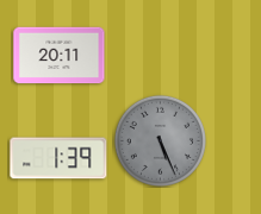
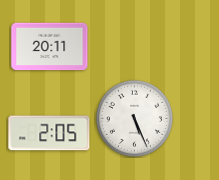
clock at (160, 140) dial: grey -> white
clock at (58, 158): 1:39 -> 2:05
